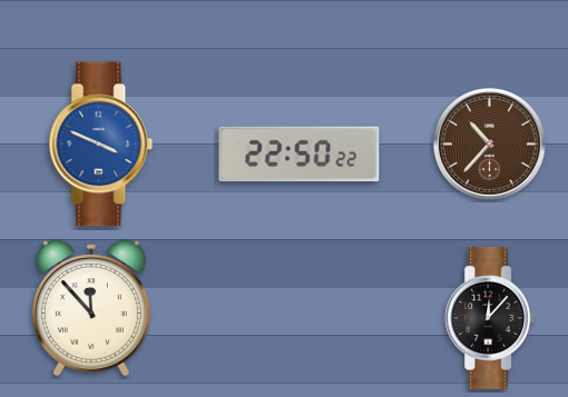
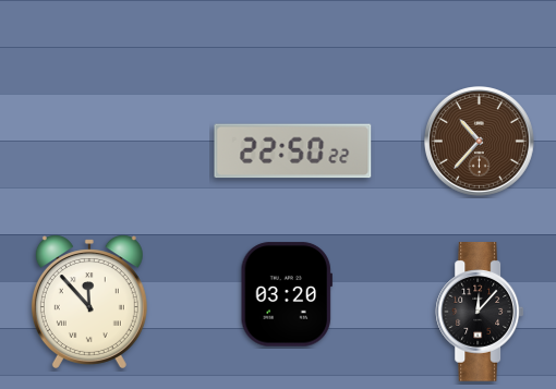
clock at (101, 145): 3:49 -> none
clock at (287, 294): none -> 03:20
